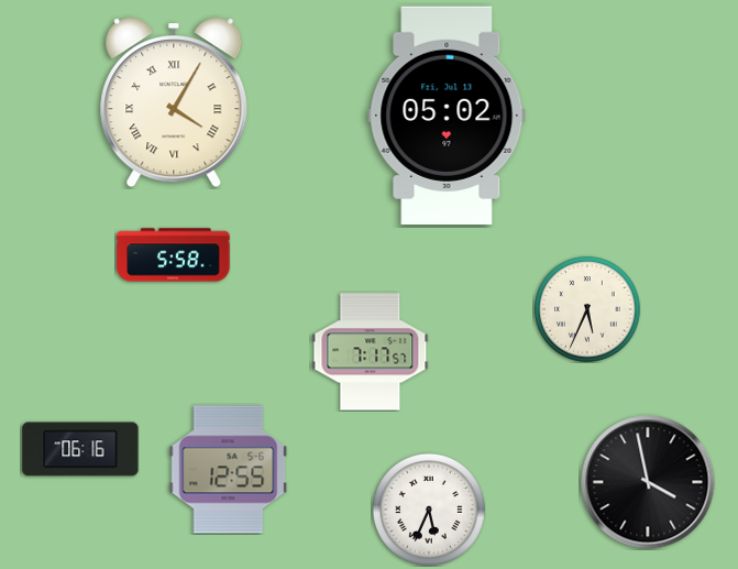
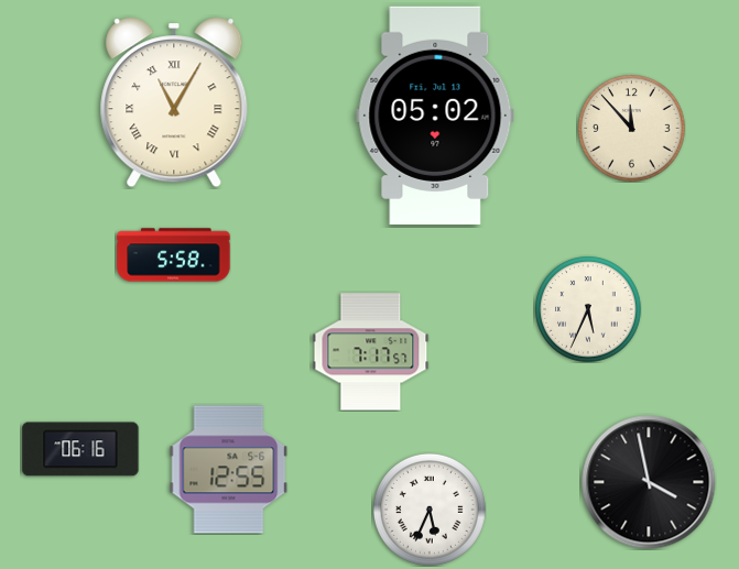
clock at (174, 102): 4:05 -> 11:05
clock at (447, 116) position: (447, 116) -> (435, 116)
clock at (632, 129): none -> 11:53
